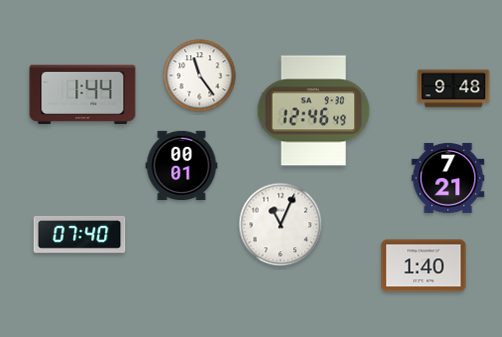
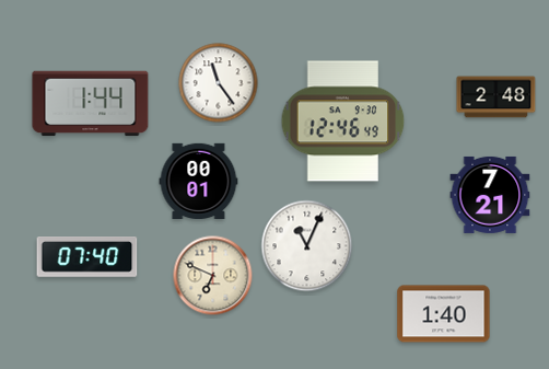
clock at (454, 89): 9:48 -> 2:48
clock at (213, 276): none -> 6:49
clock at (424, 266) position: (424, 266) -> (444, 314)
